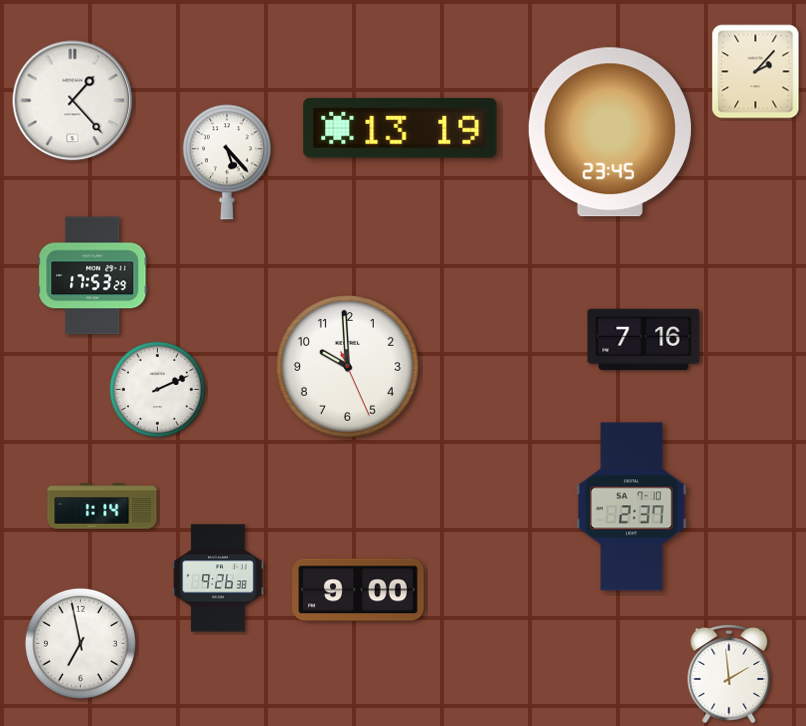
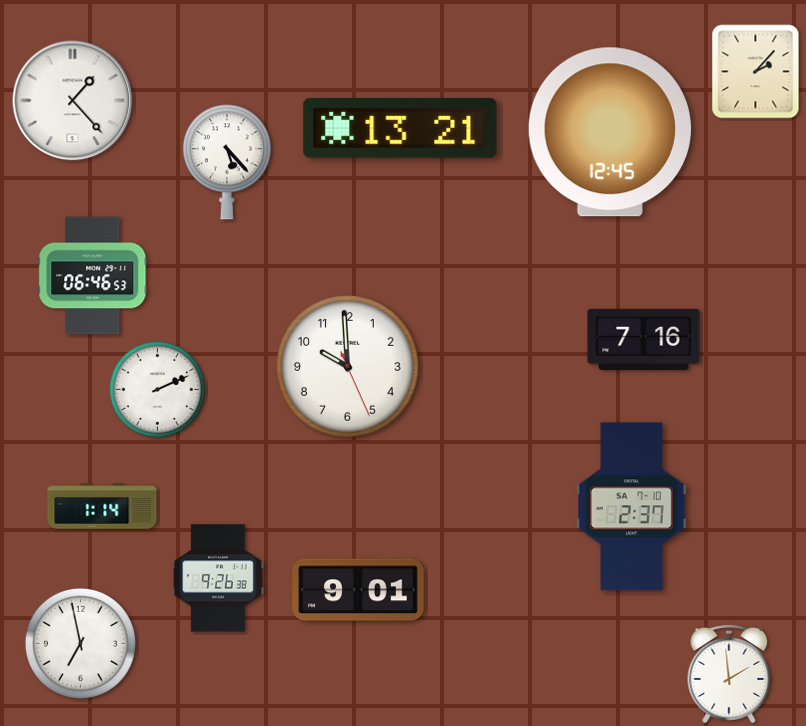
clock at (400, 128): 13:19 -> 13:21
clock at (610, 132): 23:45 -> 12:45
clock at (93, 276): 17:53 -> 06:46
clock at (358, 590): 9:00 -> 9:01
